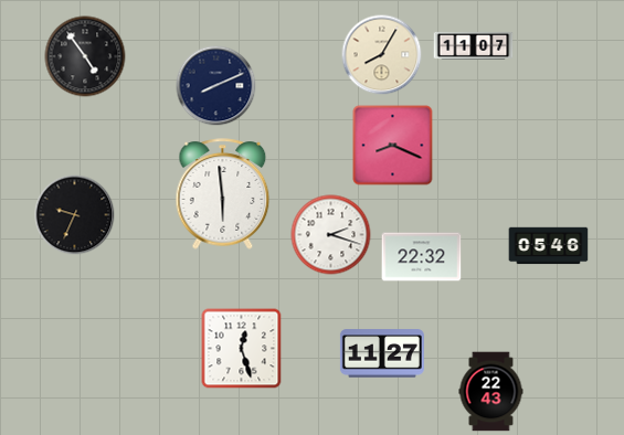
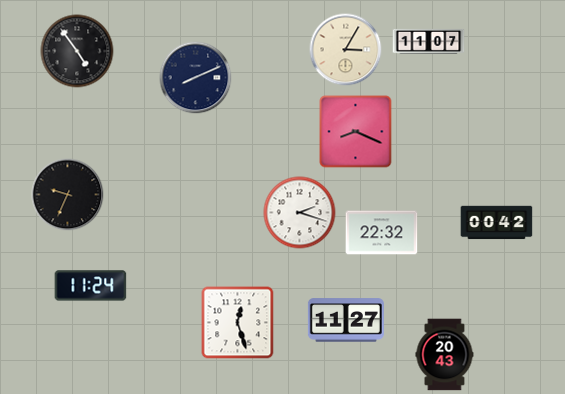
clock at (382, 55): 8:05 -> 3:05
clock at (223, 194): 5:59 -> none
clock at (549, 246): 05:46 -> 00:42
clock at (91, 286): none -> 11:24
clock at (242, 349) position: (242, 349) -> (238, 323)
clock at (491, 392): 22:43 -> 20:43
